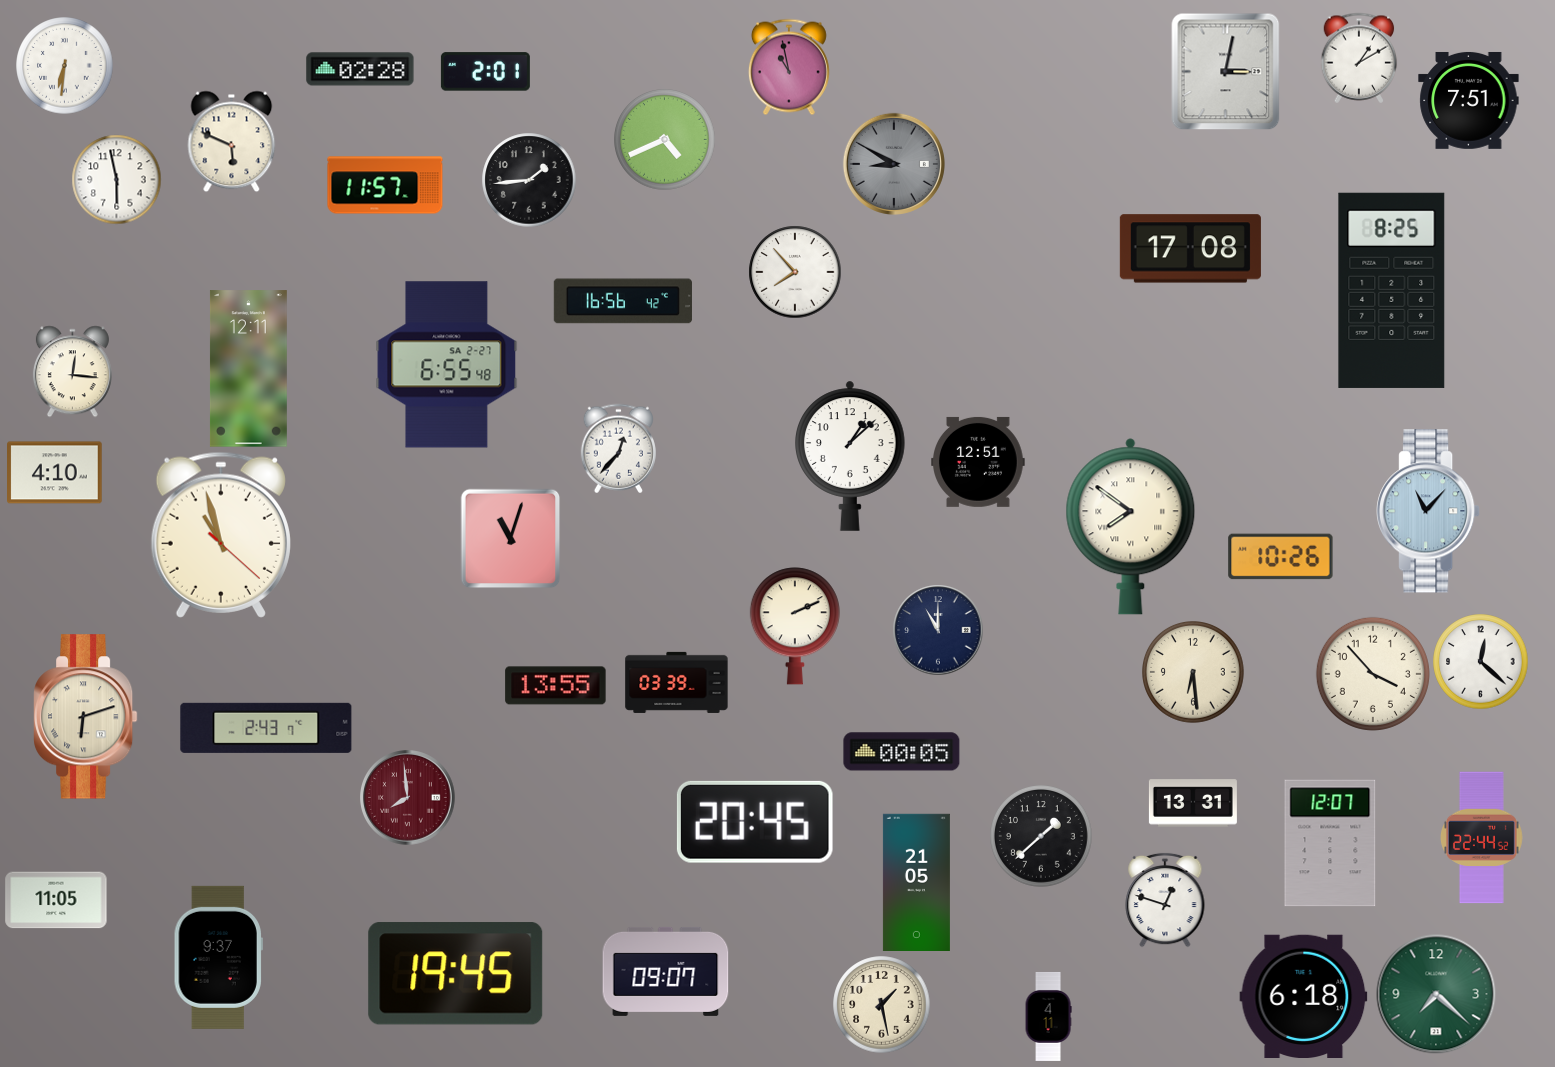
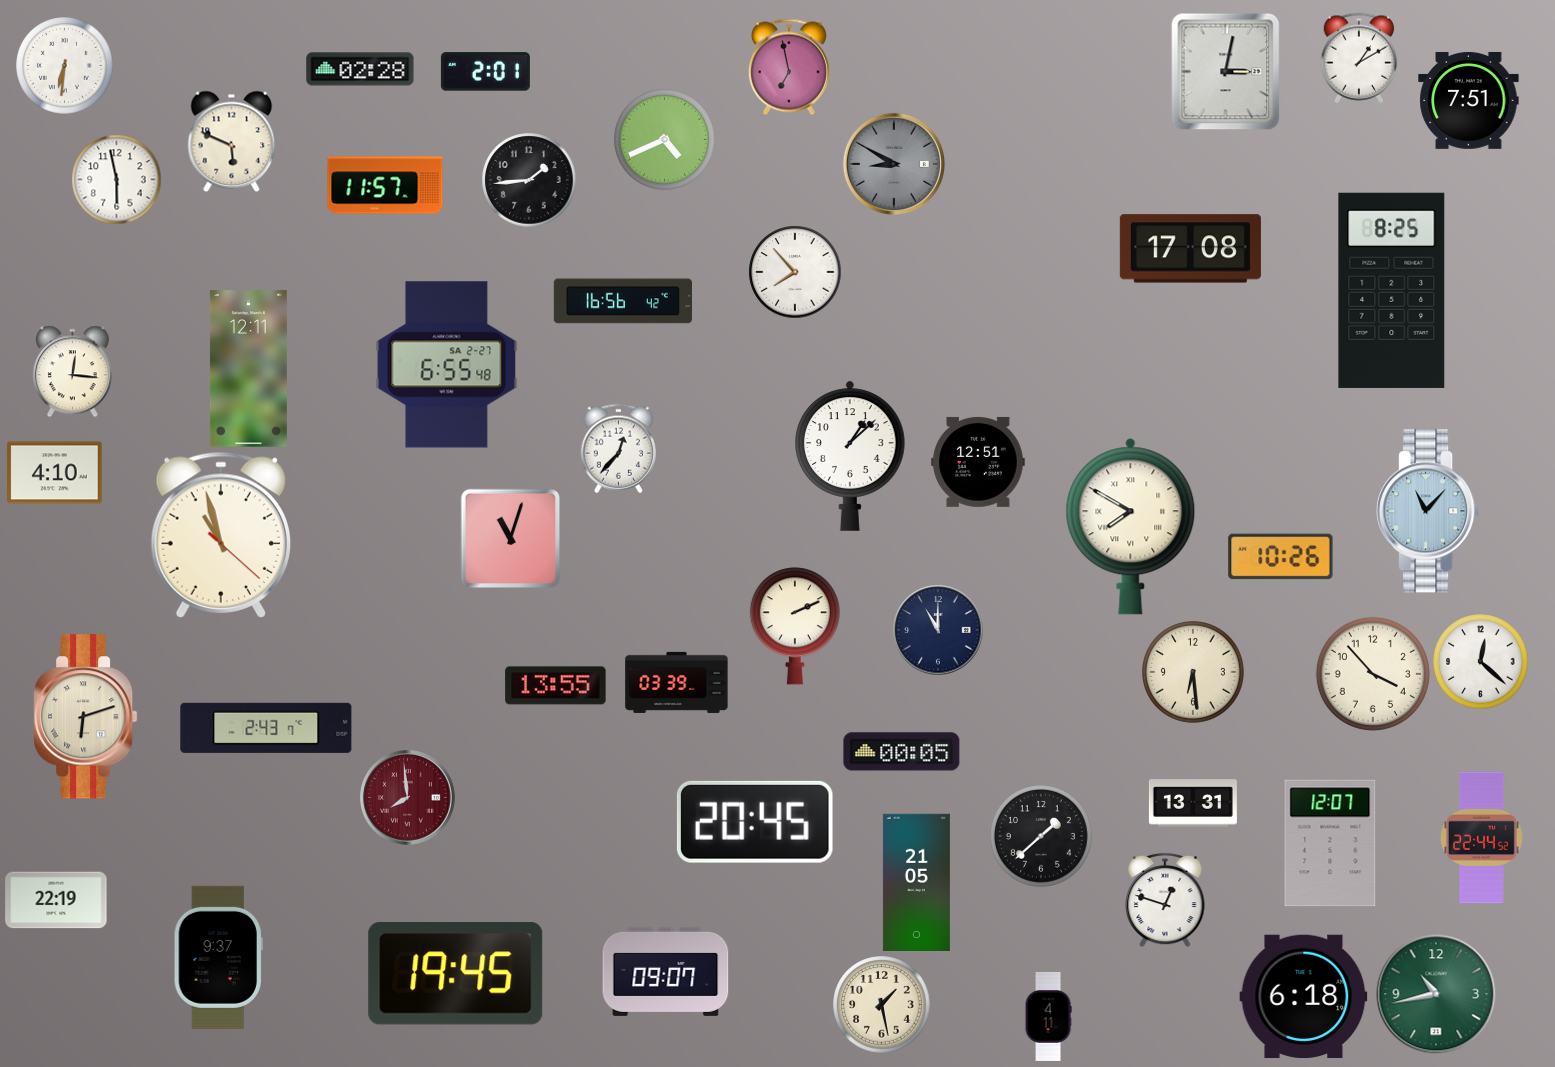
clock at (789, 67): 10:58 -> 6:58
clock at (1131, 527): 7:51 -> 7:50
clock at (56, 900): 11:05 -> 22:19
clock at (1436, 994): 7:22 -> 10:43
